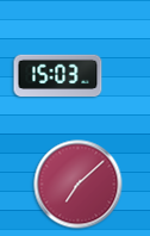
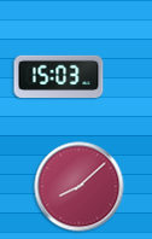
clock at (79, 185): 7:08 -> 8:08
